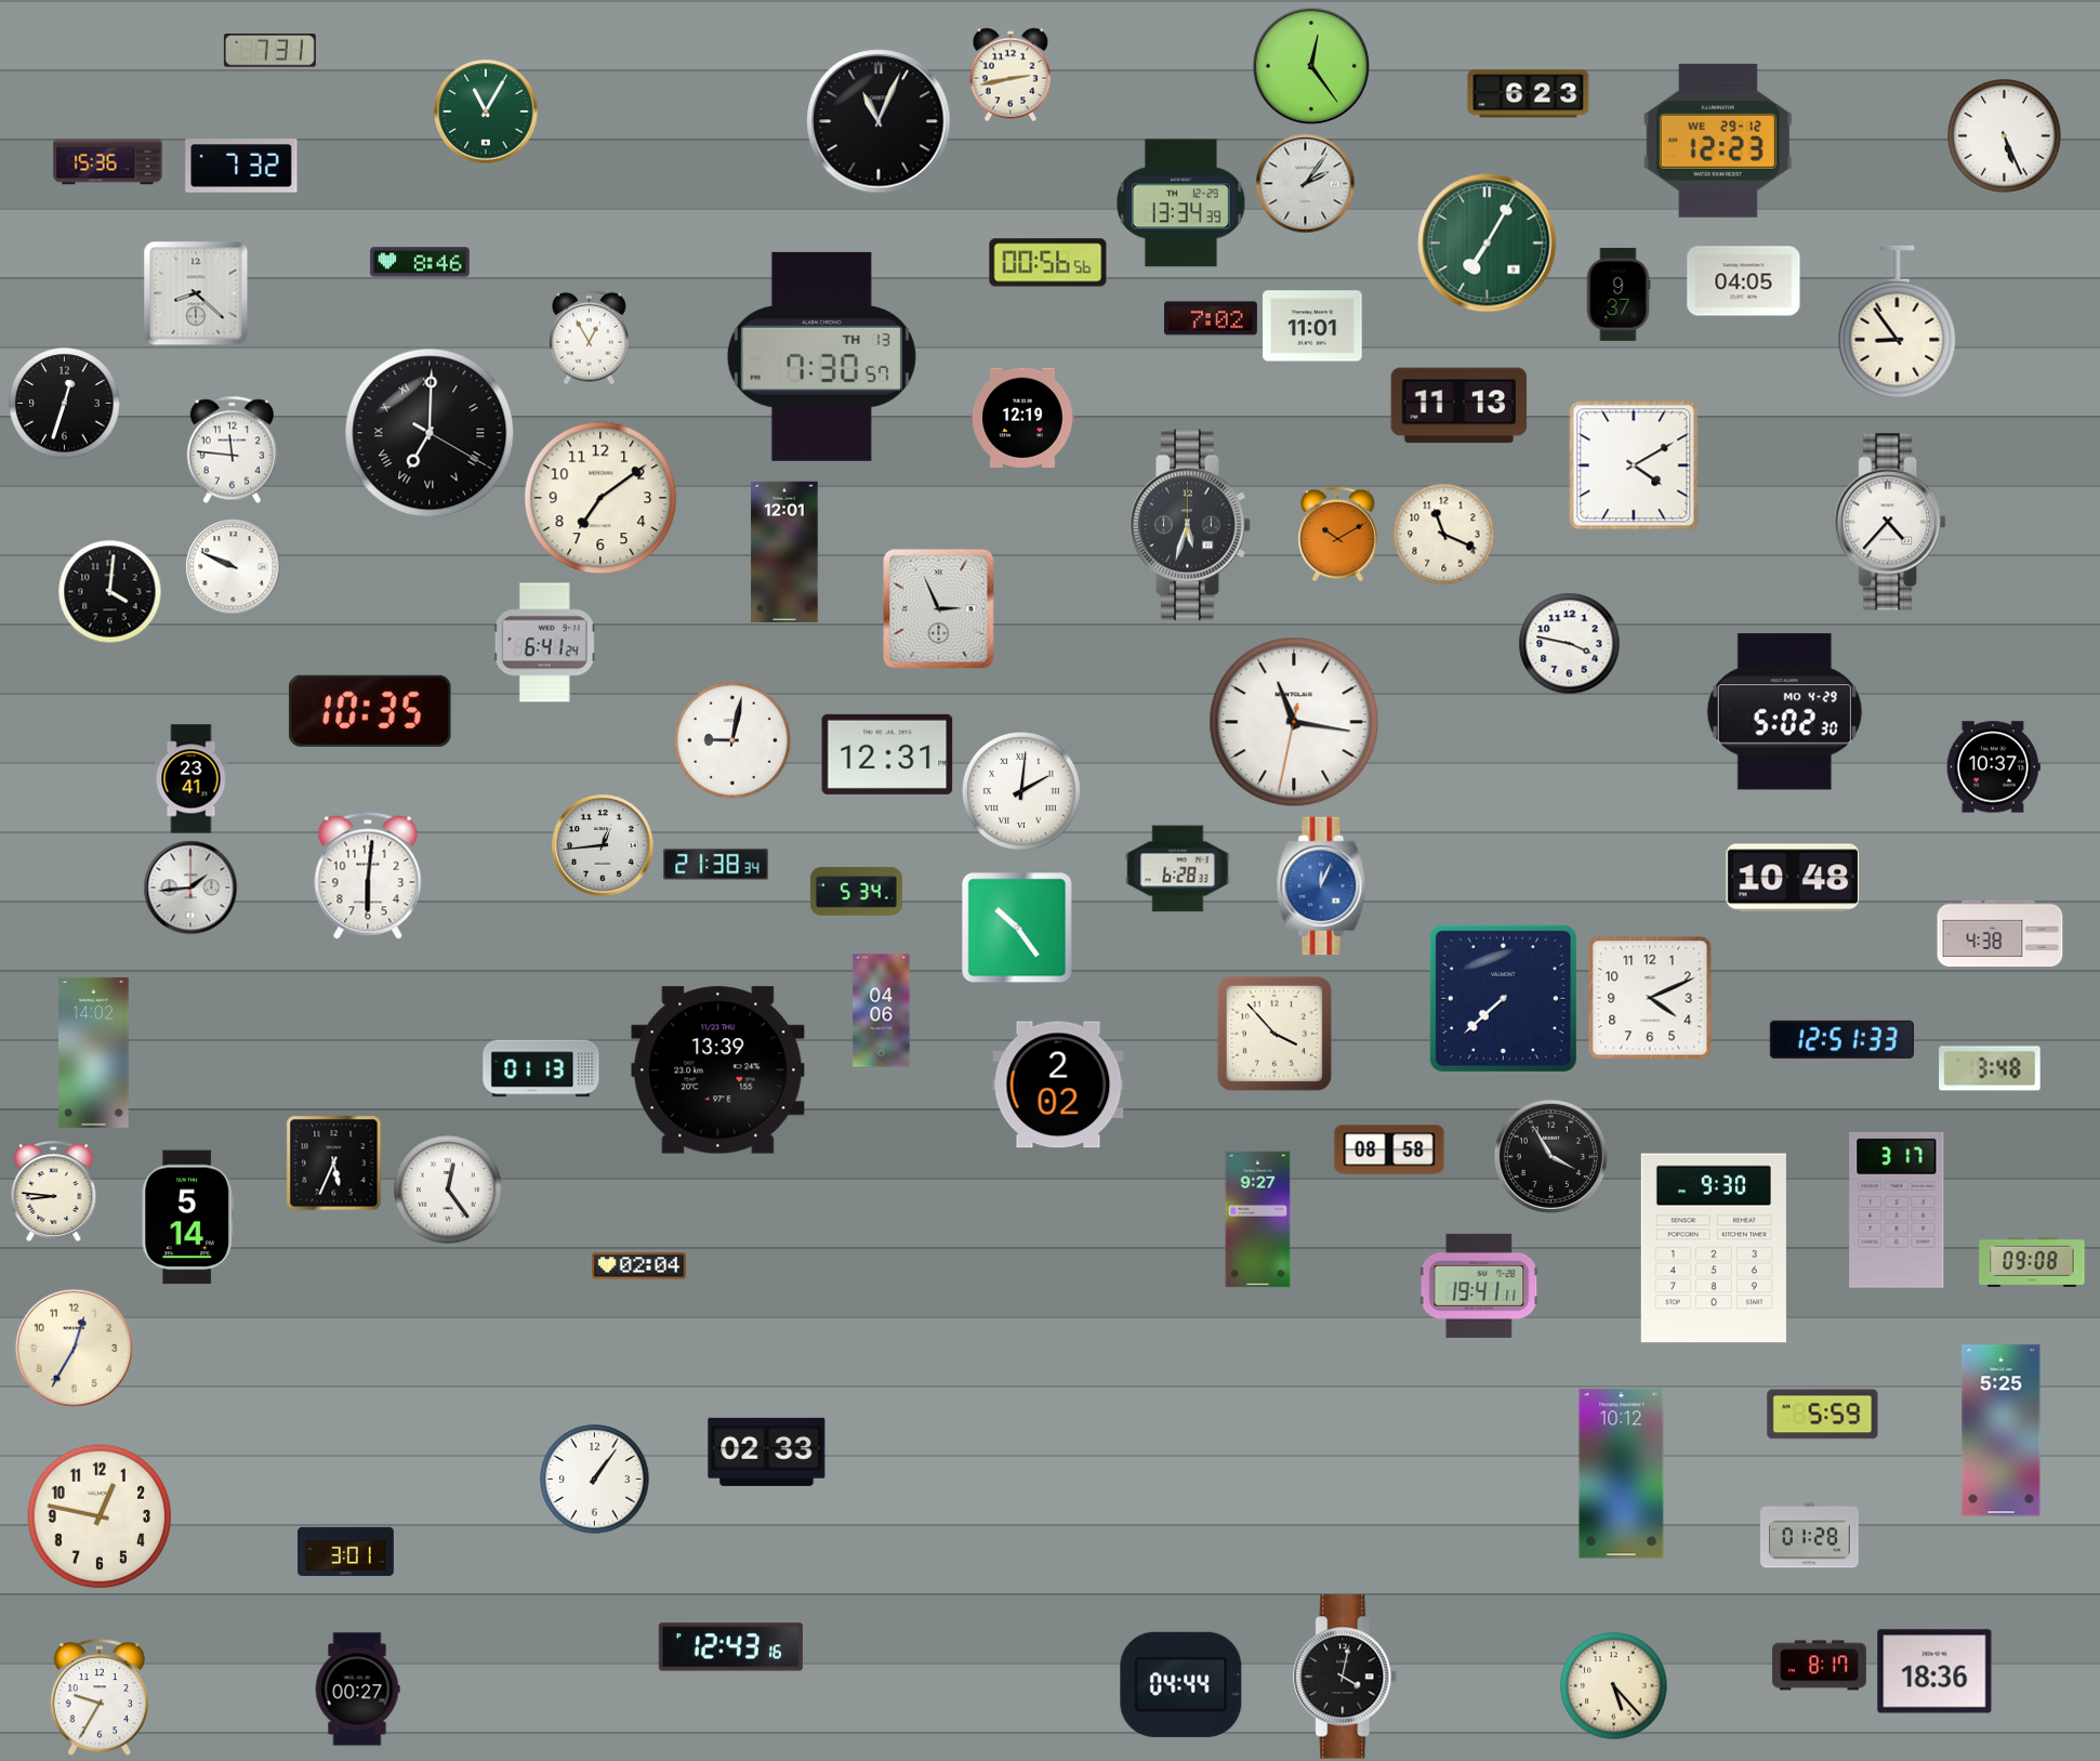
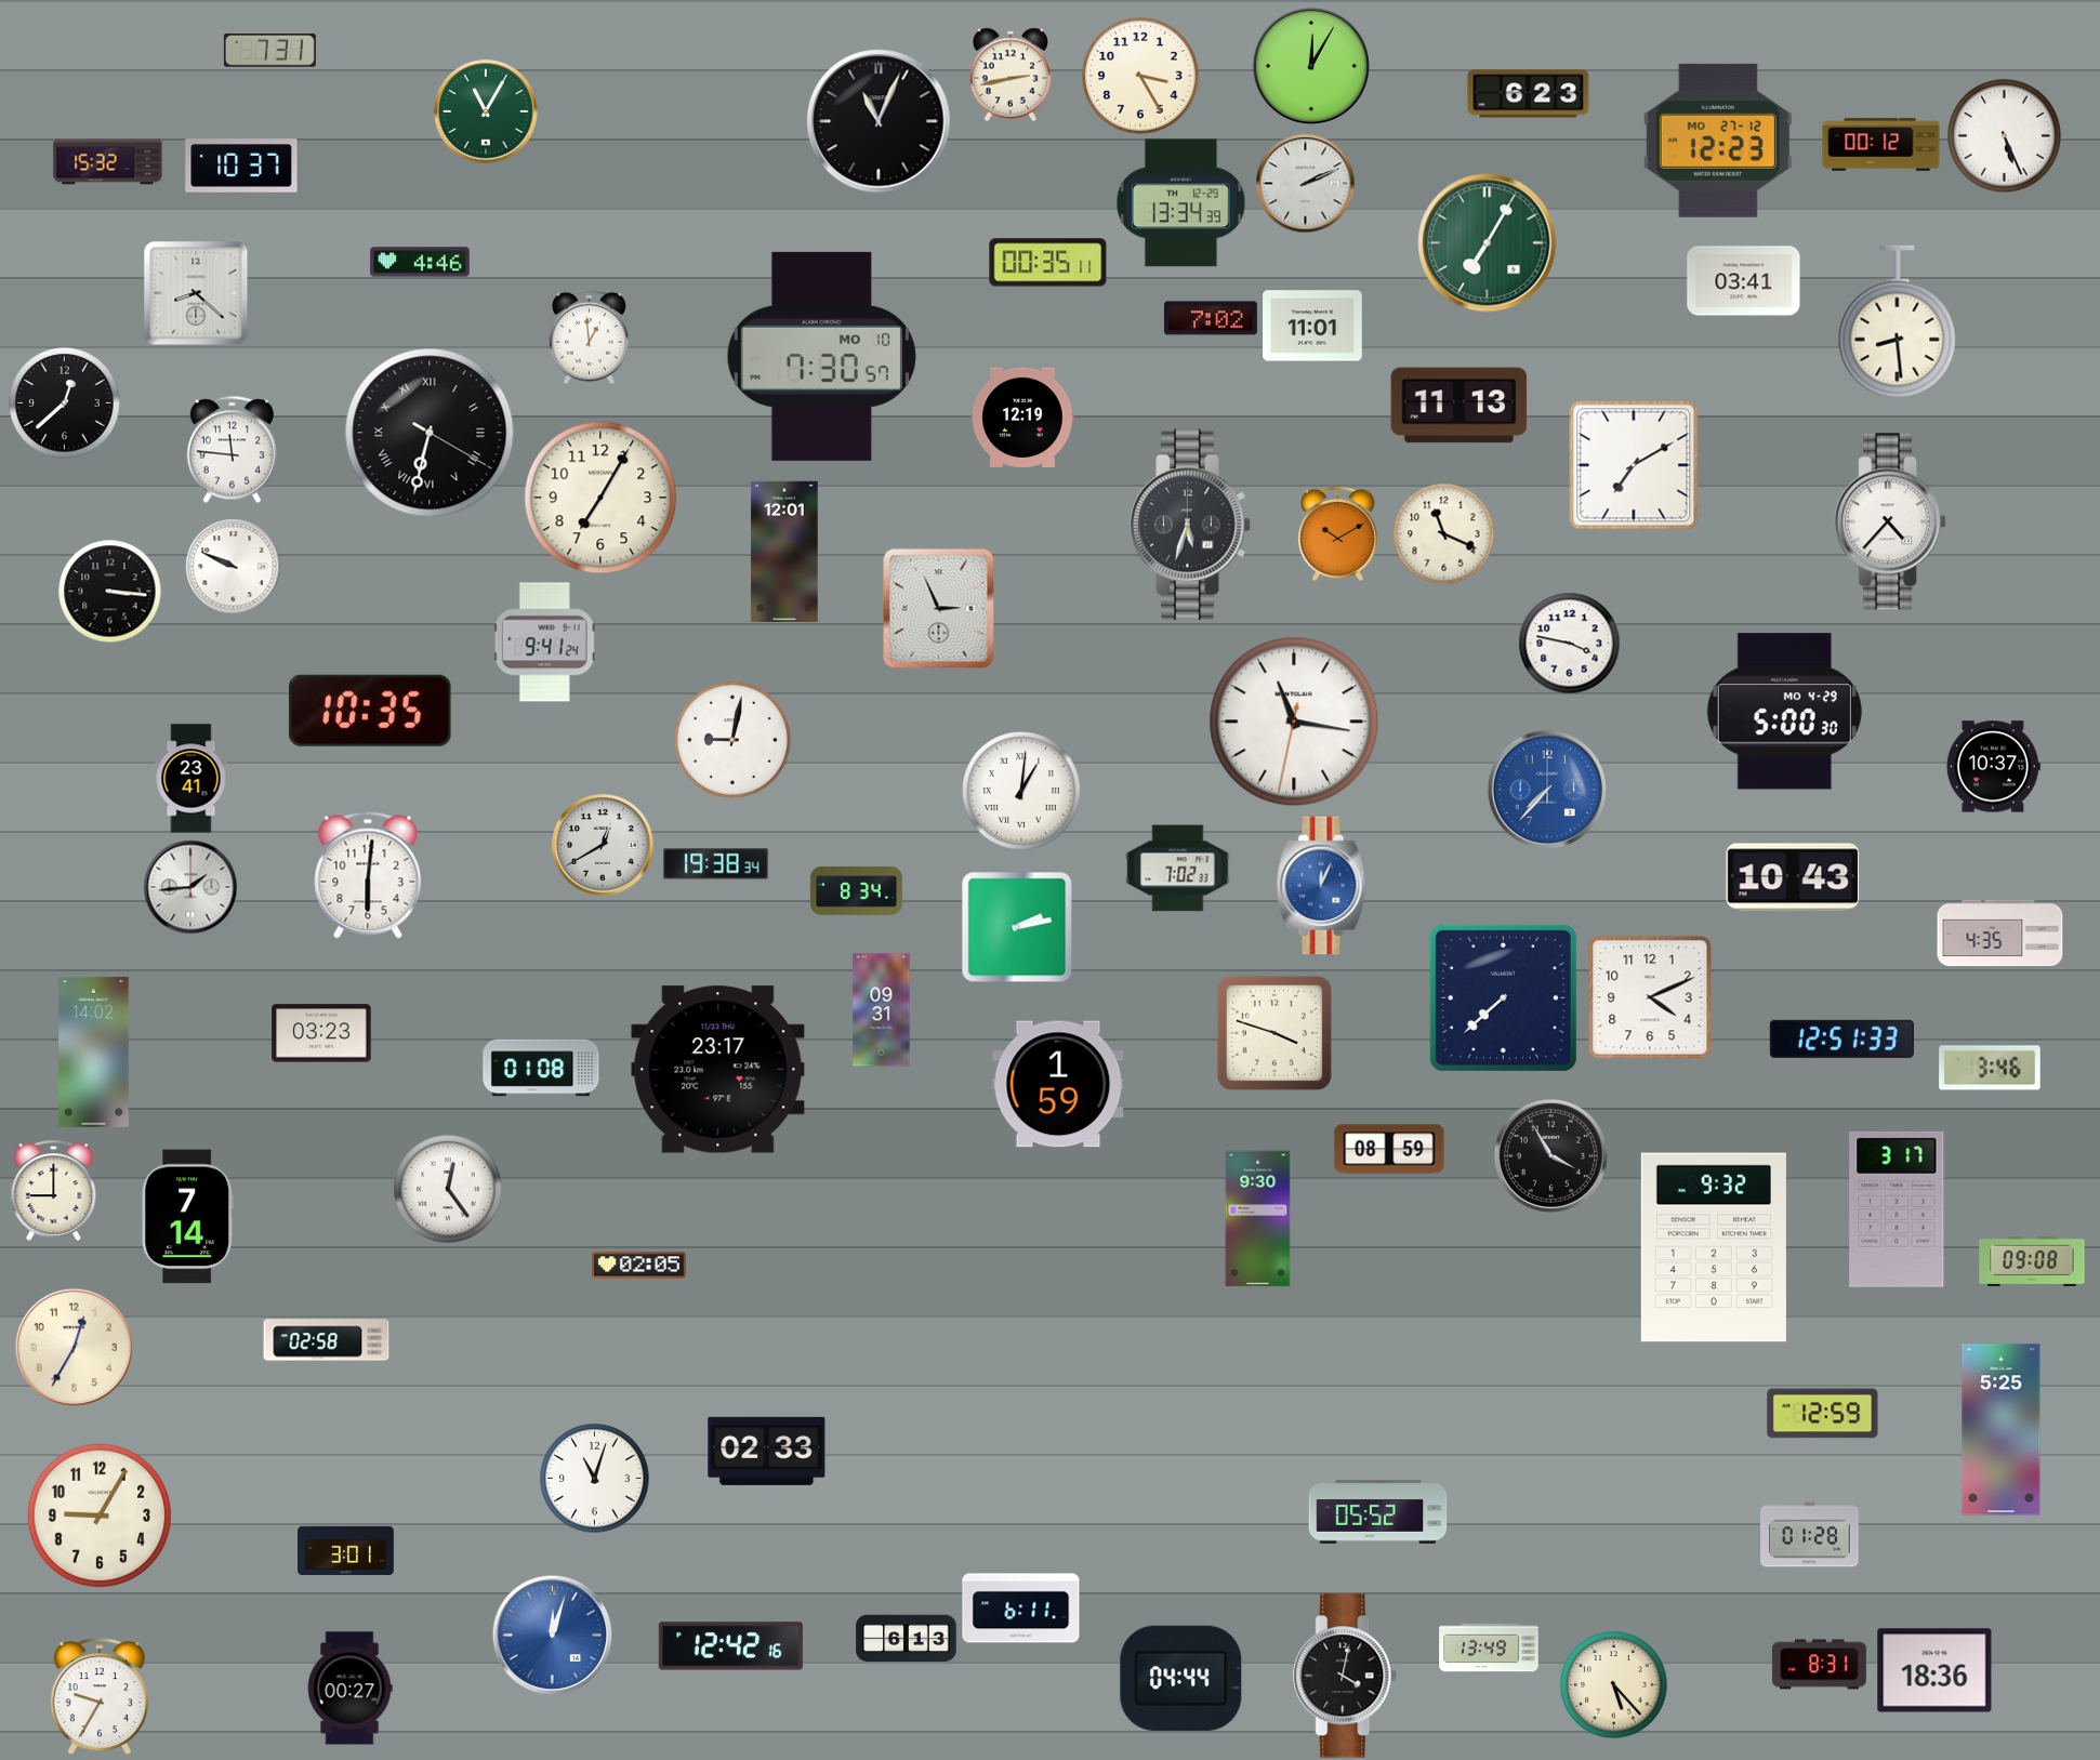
clock at (1311, 66): 12:24 -> 12:05
clock at (1141, 77): none -> 3:25
clock at (1718, 141) date: WE 29-12 -> MO 27-12
clock at (1881, 145): none -> 00:12
clock at (108, 162): 15:36 -> 15:32
clock at (241, 166): 7:32 -> 10:37
clock at (1305, 183): 2:06 -> 2:11
clock at (420, 262): 8:46 -> 4:46
clock at (1048, 263): 00:56 -> 00:35
clock at (1744, 281): 04:05 -> 03:41
clock at (1619, 294): 9:37 -> none
clock at (1898, 323): 8:54 -> 8:29
clock at (590, 337): 12:55 -> 12:59
clock at (821, 356) date: TH 13 -> MO 10
clock at (65, 404): 12:33 -> 12:38
clock at (430, 433): 7:00 -> 6:32
clock at (1634, 465): 4:10 -> 7:10
clock at (600, 498): 7:09 -> 7:05
clock at (109, 591): 4:01 -> 3:16
clock at (544, 643): 6:41 -> 9:41
clock at (1784, 712): 5:02 -> 5:00
clock at (887, 754): 12:31 -> none
clock at (1546, 789): none -> 7:37
clock at (1021, 791): 2:01 -> 1:01
clock at (603, 845): 12:44 -> 12:40
clock at (716, 865): 21:38 -> 19:38
clock at (1178, 869): 6:28 -> 7:02
clock at (1793, 878): 10:48 -> 10:43
clock at (856, 892): 5:34 -> 8:34
clock at (1017, 928): 10:24 -> 2:13
clock at (2000, 934): 4:38 -> 4:35
clock at (882, 1011): 04:06 -> 09:31
clock at (321, 1033): none -> 03:23
clock at (1274, 1034): 3:53 -> 3:48
clock at (541, 1068): 01:13 -> 01:08
clock at (1990, 1068): 3:48 -> 3:46
clock at (718, 1070): 13:39 -> 23:17
clock at (1058, 1085): 2:02 -> 1:59
clock at (1389, 1149): 08:58 -> 08:59
clock at (333, 1162): 5:34 -> none
clock at (54, 1191): 8:46 -> 9:00
clock at (187, 1218): 5:14 -> 7:14
clock at (1258, 1220): 9:27 -> 9:30
clock at (1714, 1248): 9:30 -> 9:32
clock at (639, 1266): 02:04 -> 02:05
clock at (1479, 1286): 19:41 -> none
clock at (327, 1340): none -> 02:58
clock at (1823, 1415): 5:59 -> 12:59
clock at (1622, 1474): 10:12 -> none
clock at (595, 1480): 1:06 -> 11:03
clock at (1378, 1512): none -> 05:52
clock at (100, 1516): 12:47 -> 9:05
clock at (1021, 1609): none -> 6:11
clock at (552, 1635): none -> 12:03
clock at (907, 1639): none -> 6:13
clock at (730, 1647): 12:43 -> 12:42
clock at (1489, 1647): none -> 13:49
clock at (1820, 1666): 8:17 -> 8:31
clock at (1181, 1684) position: (1181, 1684) -> (1181, 1678)
clock at (357, 1690) position: (357, 1690) -> (349, 1689)
